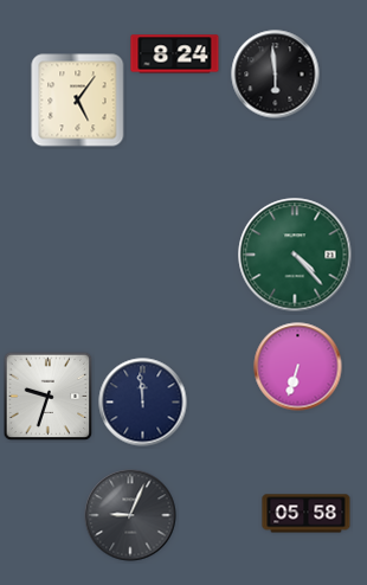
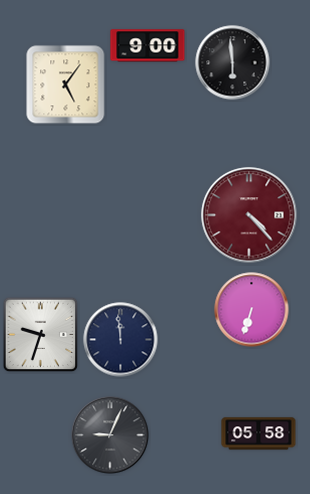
clock at (175, 54): 8:24 -> 9:00
clock at (295, 255) dial: green -> burgundy
